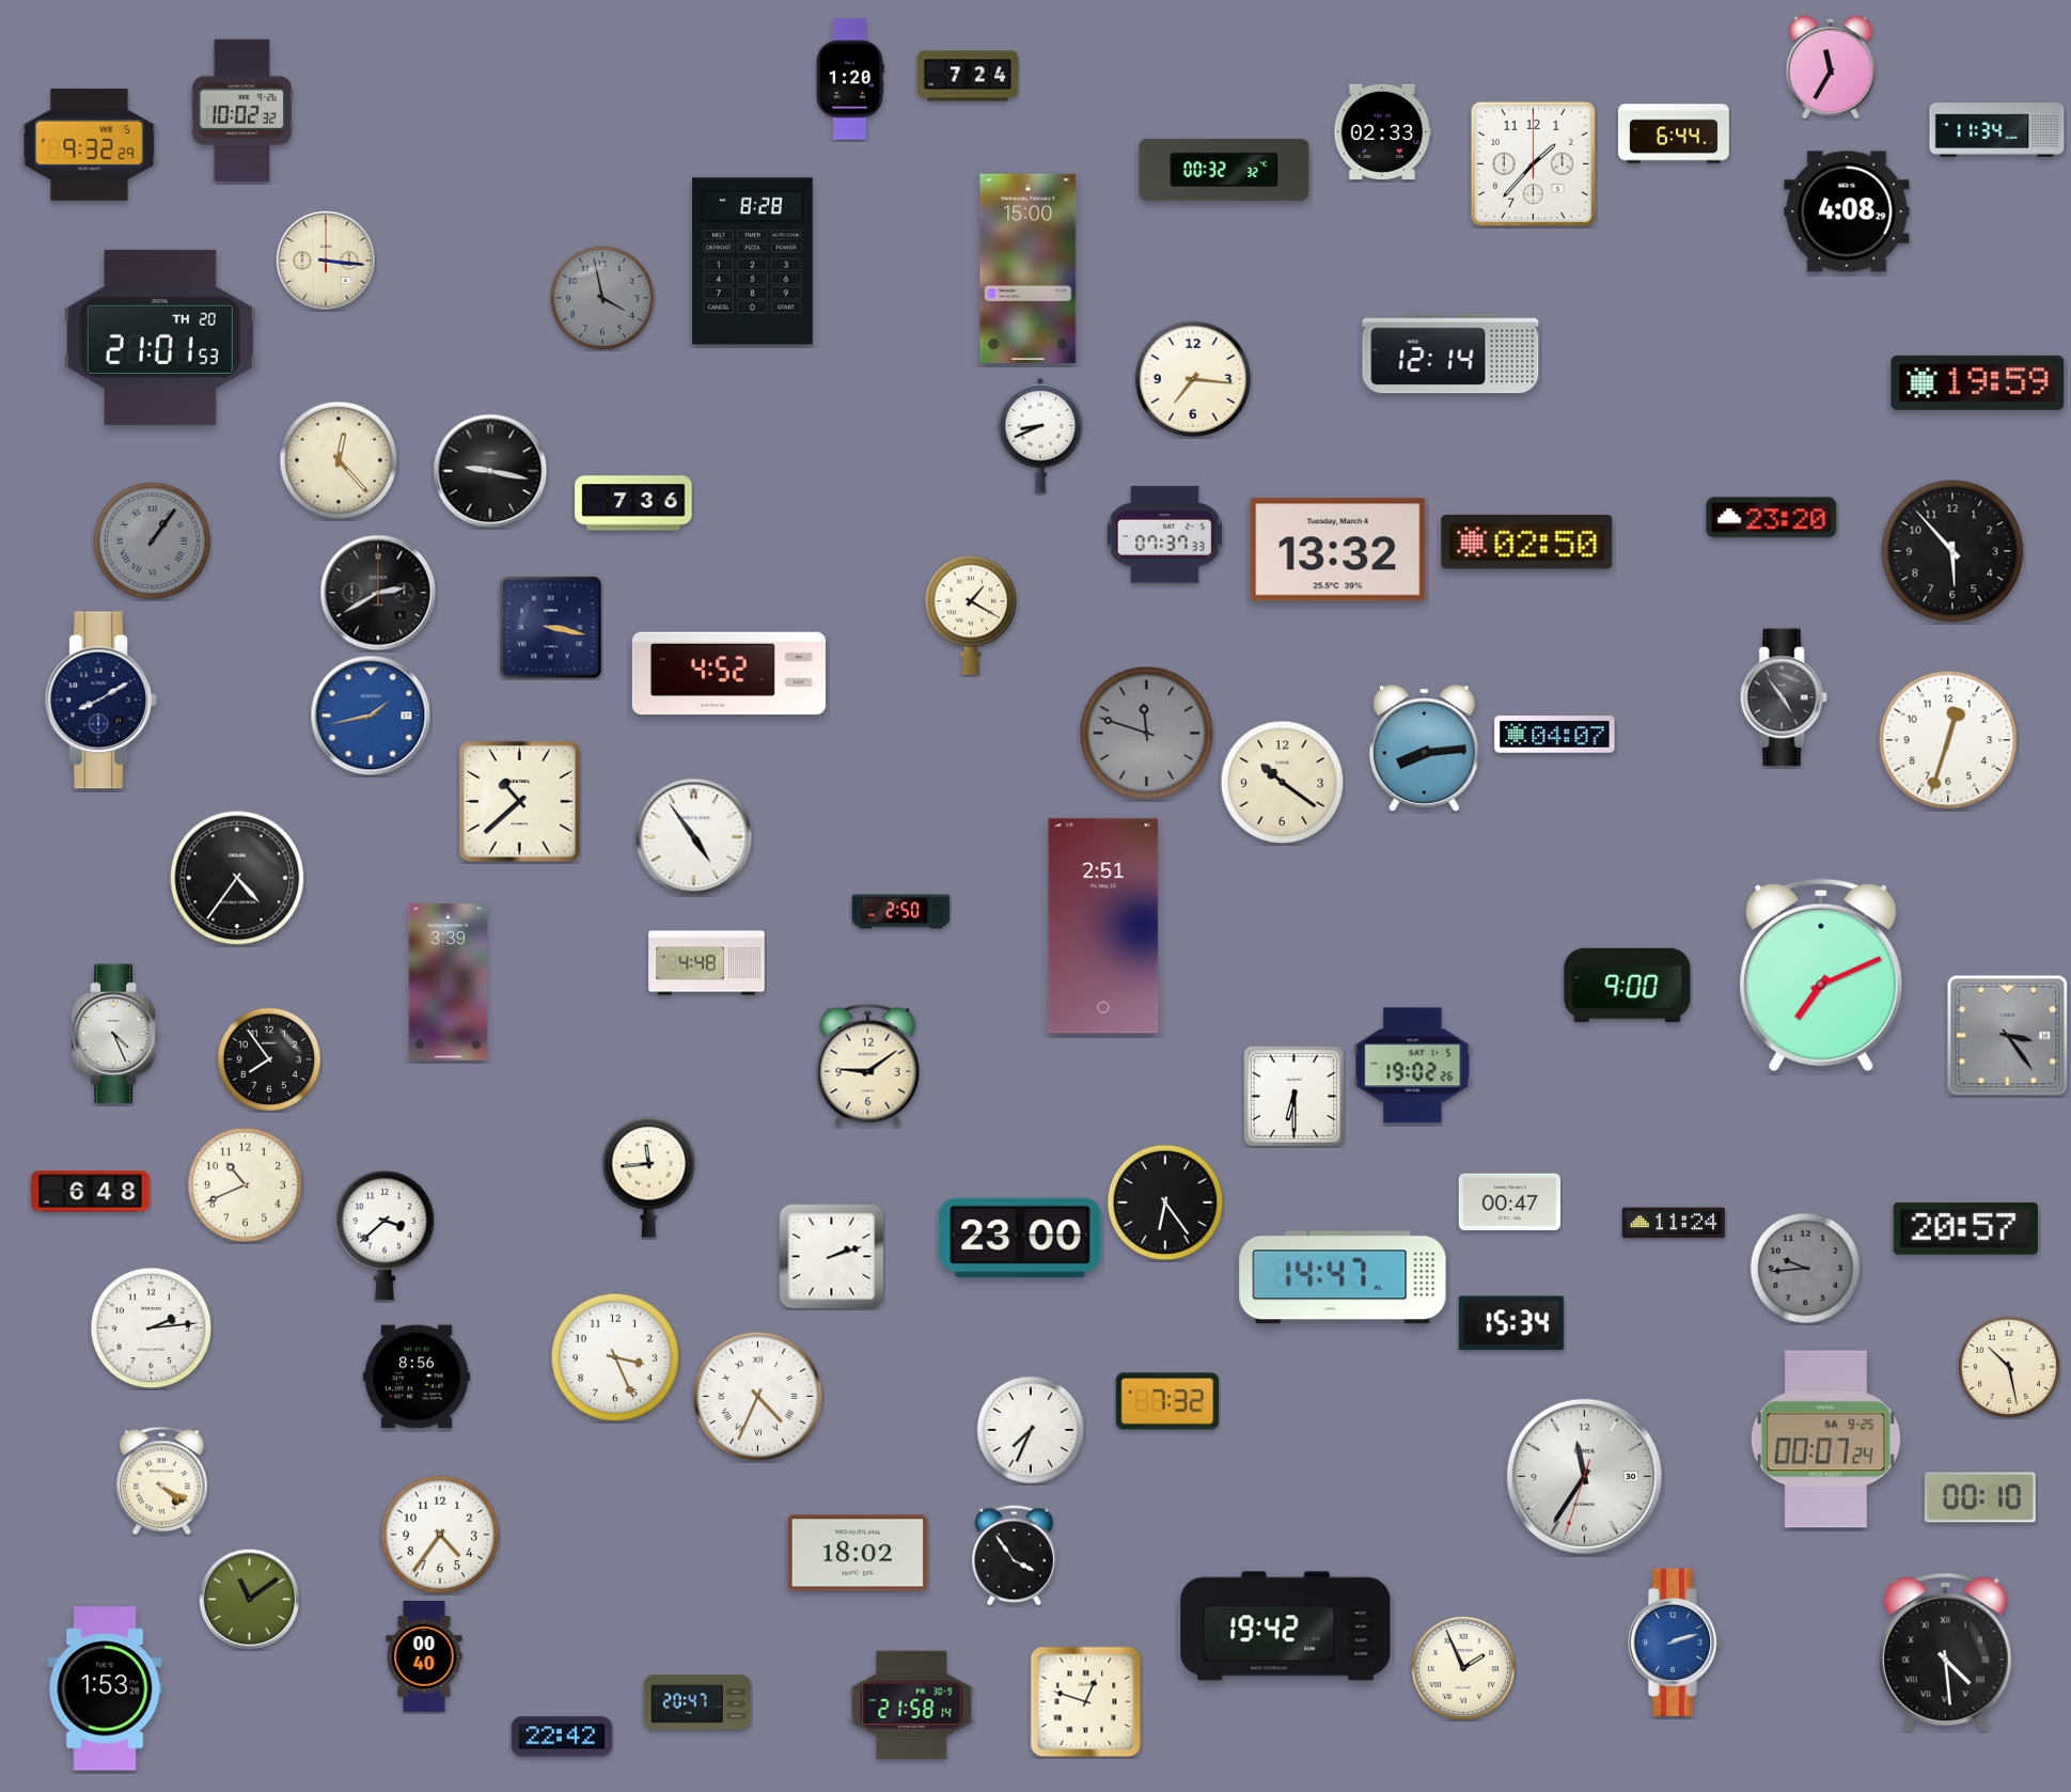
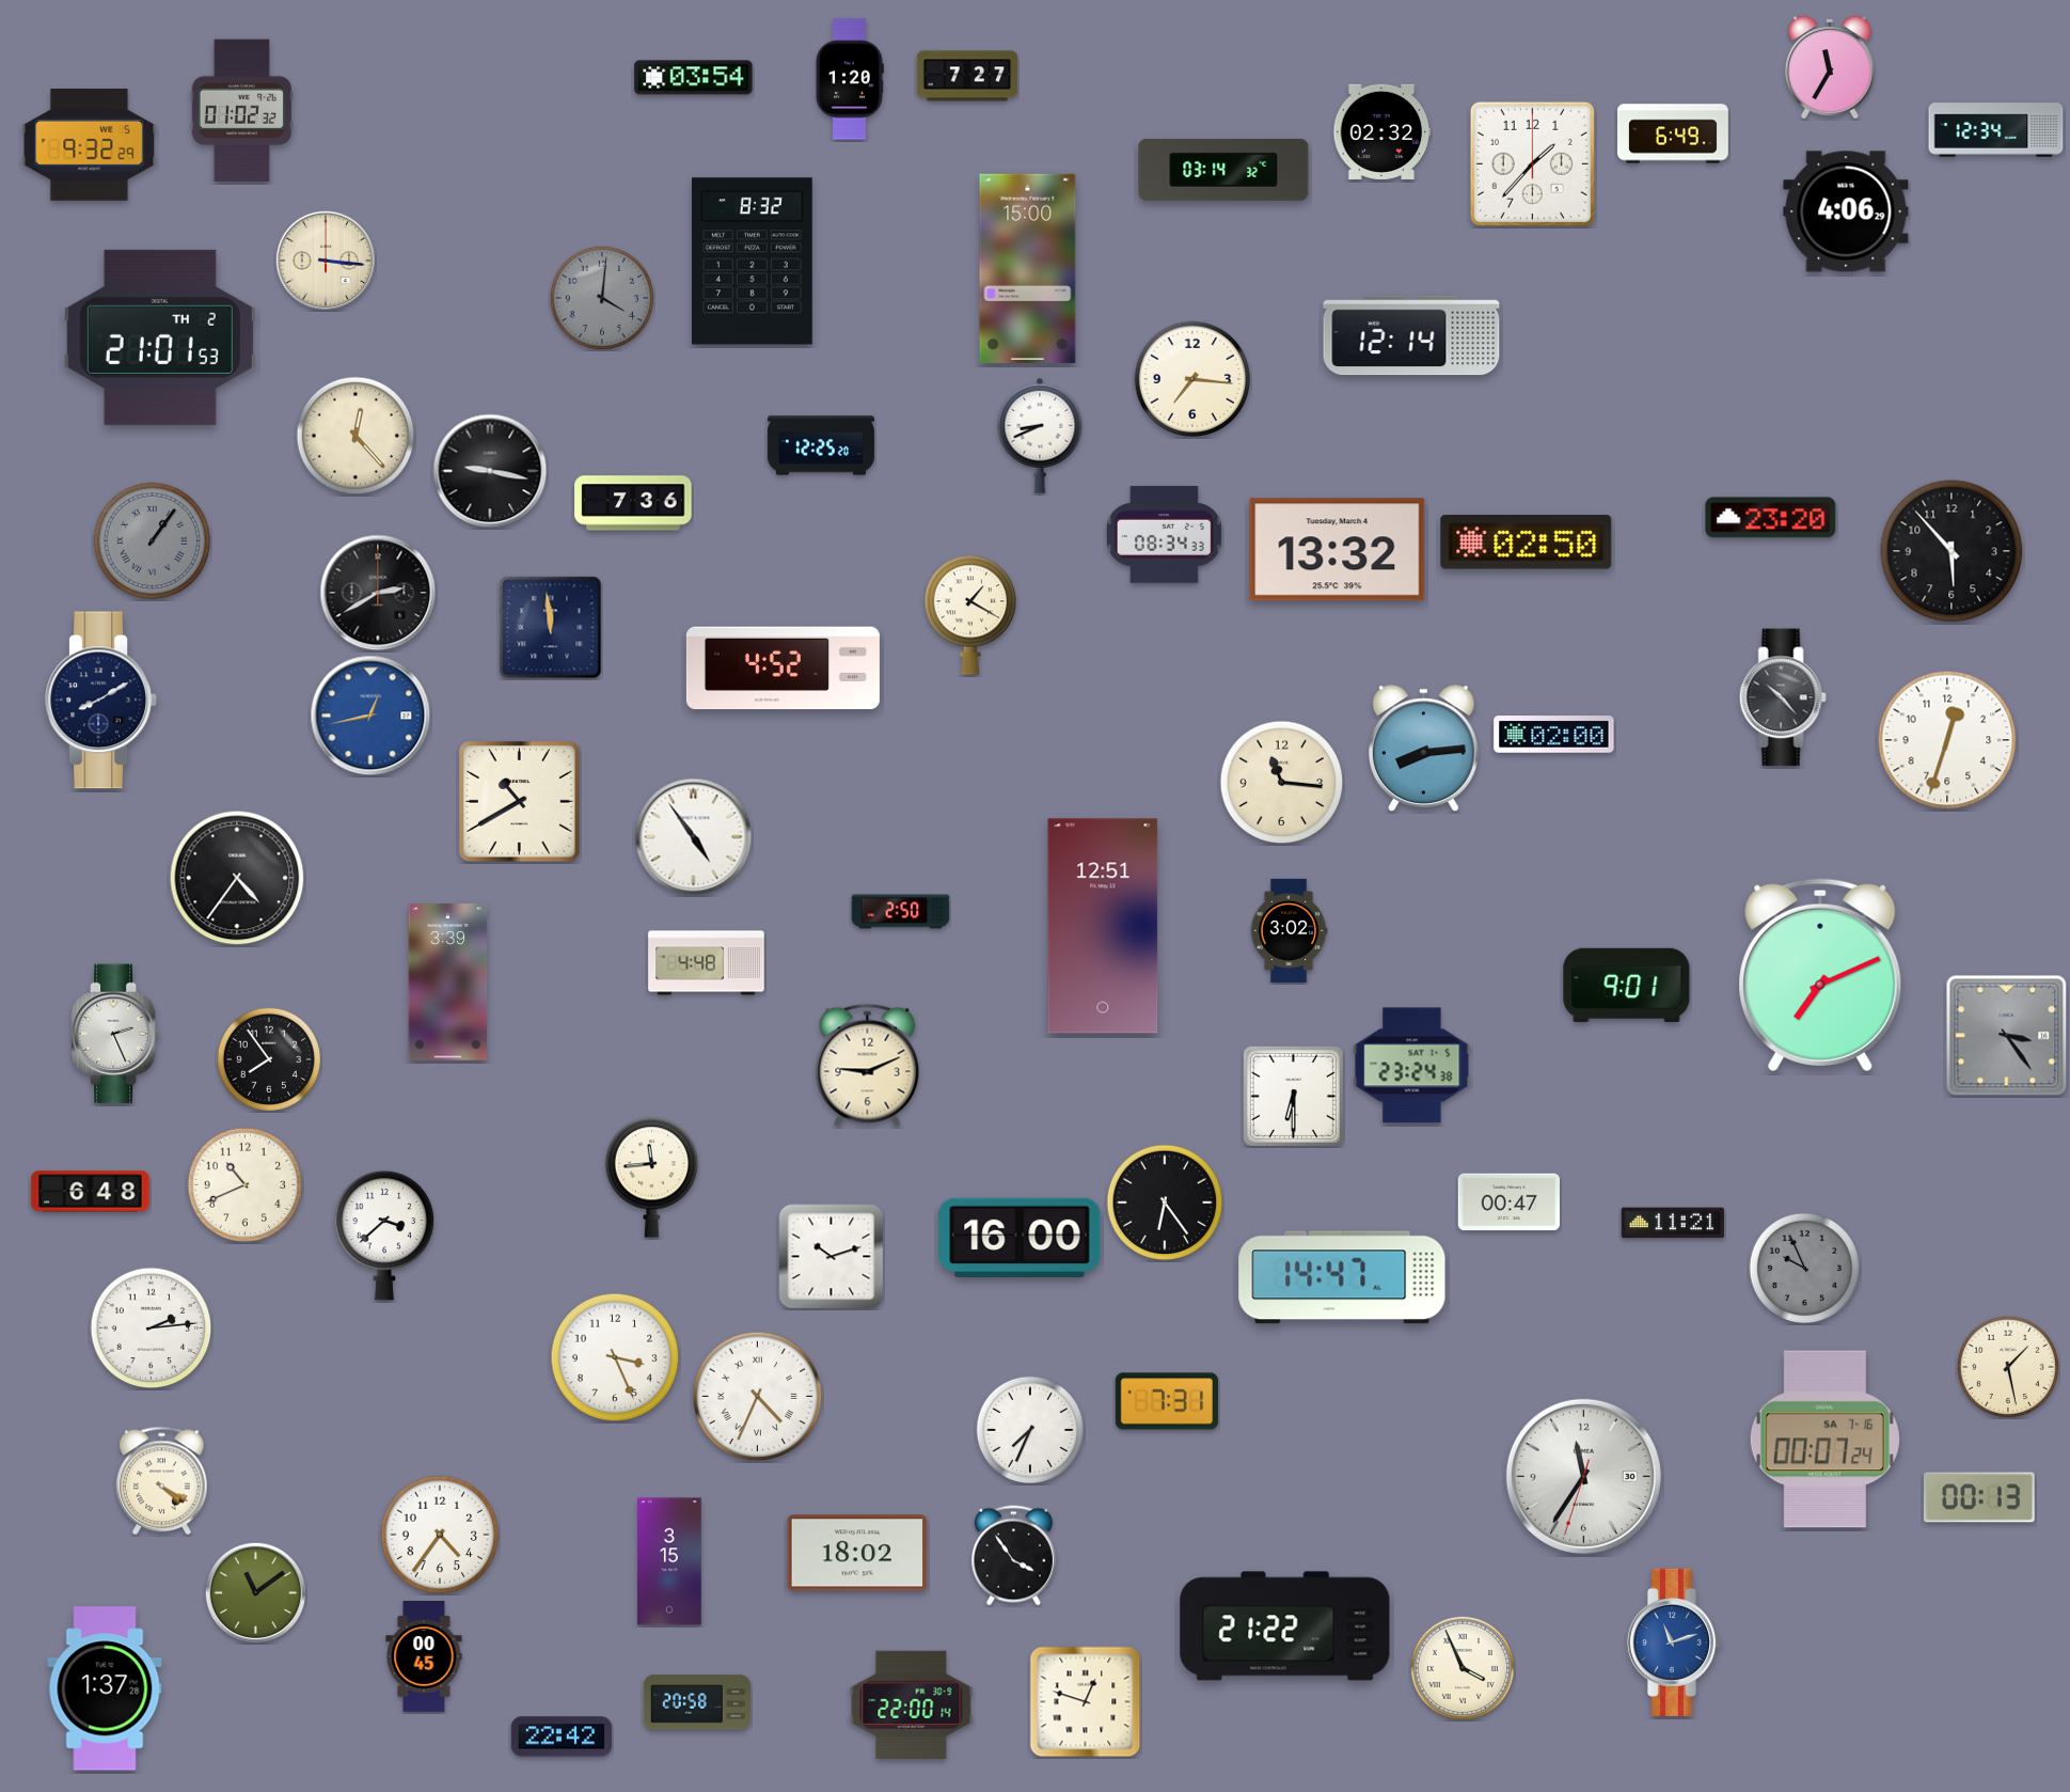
clock at (968, 76): 7:24 -> 7:27
clock at (694, 78): none -> 03:54
clock at (241, 111): 10:02 -> 01:02
clock at (1997, 130): 11:34 -> 12:34
clock at (1383, 131): 02:33 -> 02:32
clock at (1675, 133): 6:44 -> 6:49
clock at (1224, 170): 00:32 -> 03:14
clock at (1847, 211): 4:08 -> 4:06
clock at (752, 262): 8:28 -> 8:32
clock at (601, 297): 3:58 -> 4:01
clock at (160, 337) date: TH 20 -> TH 2
clock at (1450, 353) position: (1450, 353) -> (1411, 335)
clock at (1978, 382): 19:59 -> none
clock at (821, 445): none -> 12:25
clock at (339, 460) position: (339, 460) -> (355, 436)
clock at (1164, 535): 07:37 -> 08:34
clock at (551, 628): 3:17 -> 11:59
clock at (728, 674) position: (728, 674) -> (783, 669)
clock at (1784, 697): 4:54 -> 10:23
clock at (371, 716): 1:43 -> 12:43
clock at (1147, 734): 11:48 -> none
clock at (1555, 735): 04:07 -> 02:00
clock at (1283, 783): 10:21 -> 11:16
clock at (520, 802): 10:38 -> 10:40
clock at (1103, 926): 2:51 -> 12:51
clock at (1289, 930): none -> 3:02
clock at (1628, 985): 9:00 -> 9:01
clock at (115, 1034): 4:26 -> 2:26
clock at (868, 1066): 9:09 -> 9:11
clock at (1413, 1066): 19:02 -> 23:24
clock at (649, 1177) position: (649, 1177) -> (652, 1177)
clock at (1673, 1223): 11:24 -> 11:21
clock at (1965, 1228): 20:57 -> none
clock at (1020, 1238): 23:00 -> 16:00
clock at (832, 1257): 2:12 -> 10:12
clock at (1806, 1269): 9:44 -> 9:56
clock at (1511, 1323): 15:34 -> none
clock at (2009, 1367): 10:28 -> 1:28
clock at (417, 1377): 8:56 -> none
clock at (1166, 1401): 7:32 -> 7:31
clock at (1825, 1440) date: SA 9-25 -> SA 7-16
clock at (1980, 1497): 00:10 -> 00:13
clock at (669, 1561): none -> 3:15
clock at (249, 1599) position: (249, 1599) -> (255, 1592)
clock at (1286, 1626): 19:42 -> 21:22
clock at (1674, 1642): 2:12 -> 11:12
clock at (1945, 1652): 4:29 -> none
clock at (424, 1657): 00:40 -> 00:45
clock at (1462, 1667): 1:56 -> 3:56
clock at (105, 1688): 1:53 -> 1:37
clock at (697, 1702): 20:47 -> 20:58
clock at (912, 1704): 21:58 -> 22:00
